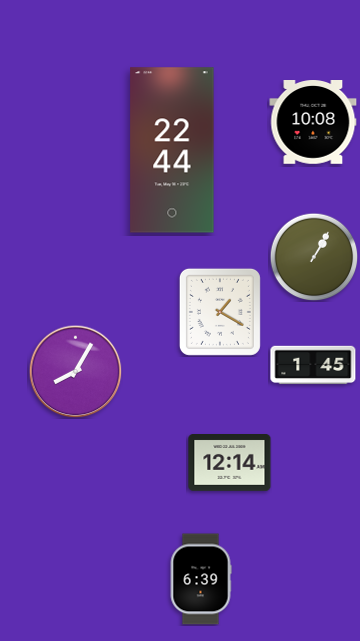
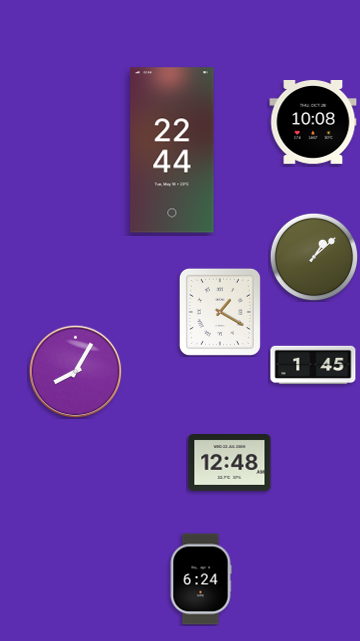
clock at (314, 257): 1:05 -> 1:08
clock at (230, 463): 12:14 -> 12:48
clock at (201, 579): 6:39 -> 6:24
